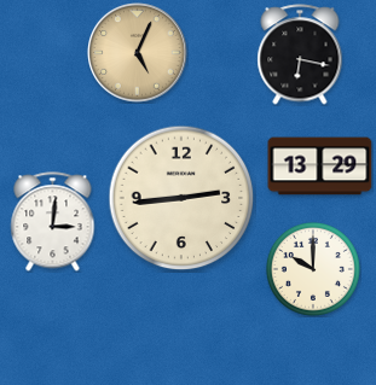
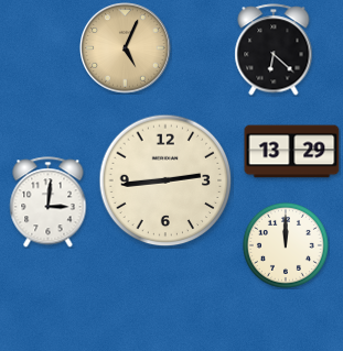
clock at (300, 54): 6:17 -> 6:22
clock at (313, 269): 10:00 -> 12:00
